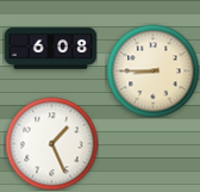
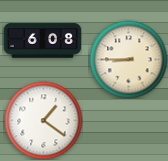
clock at (51, 143): 1:26 -> 1:21
